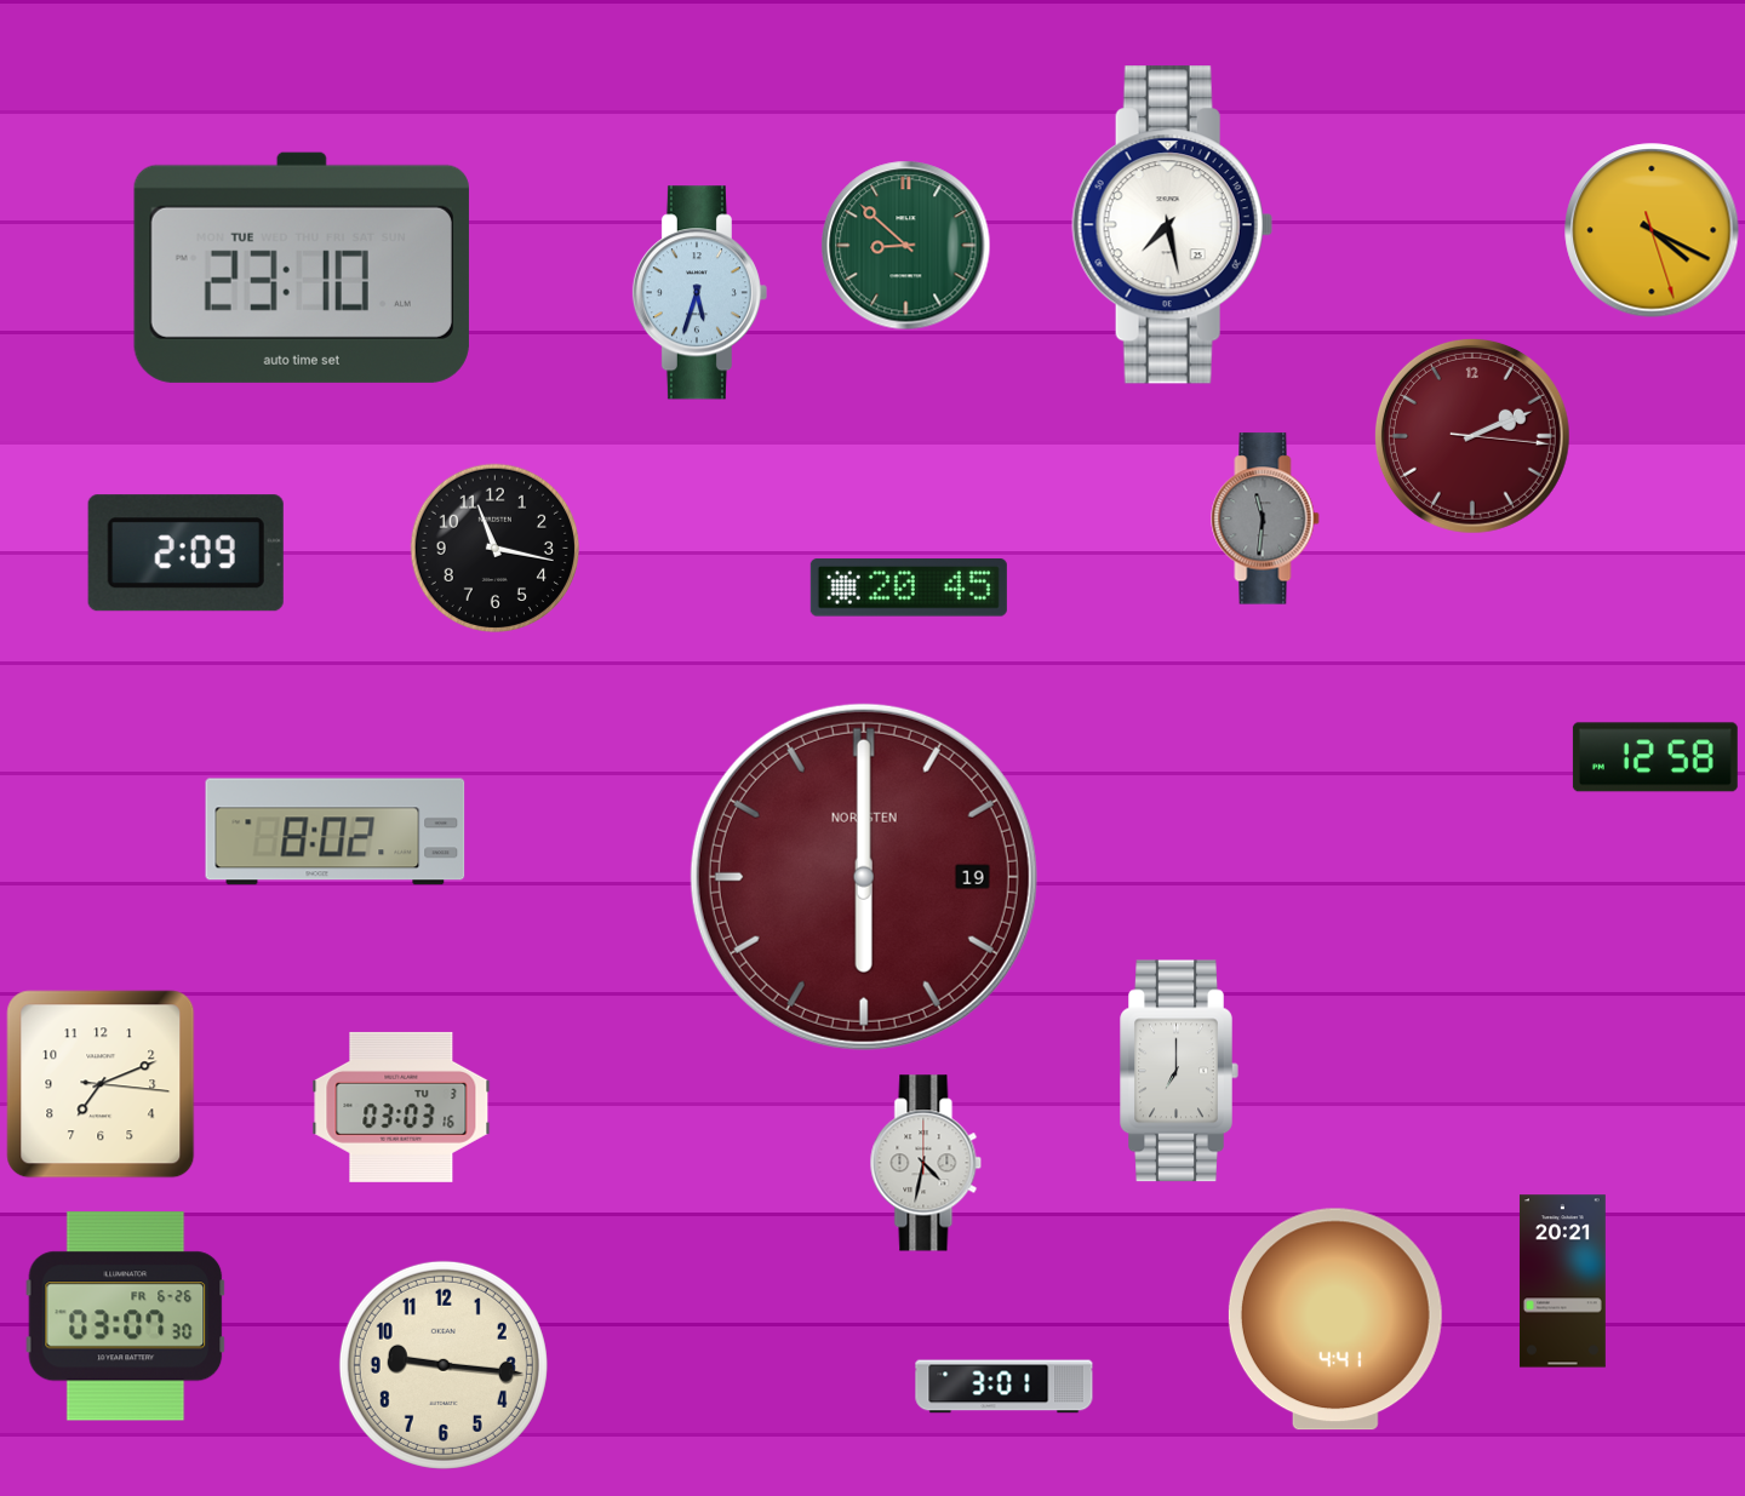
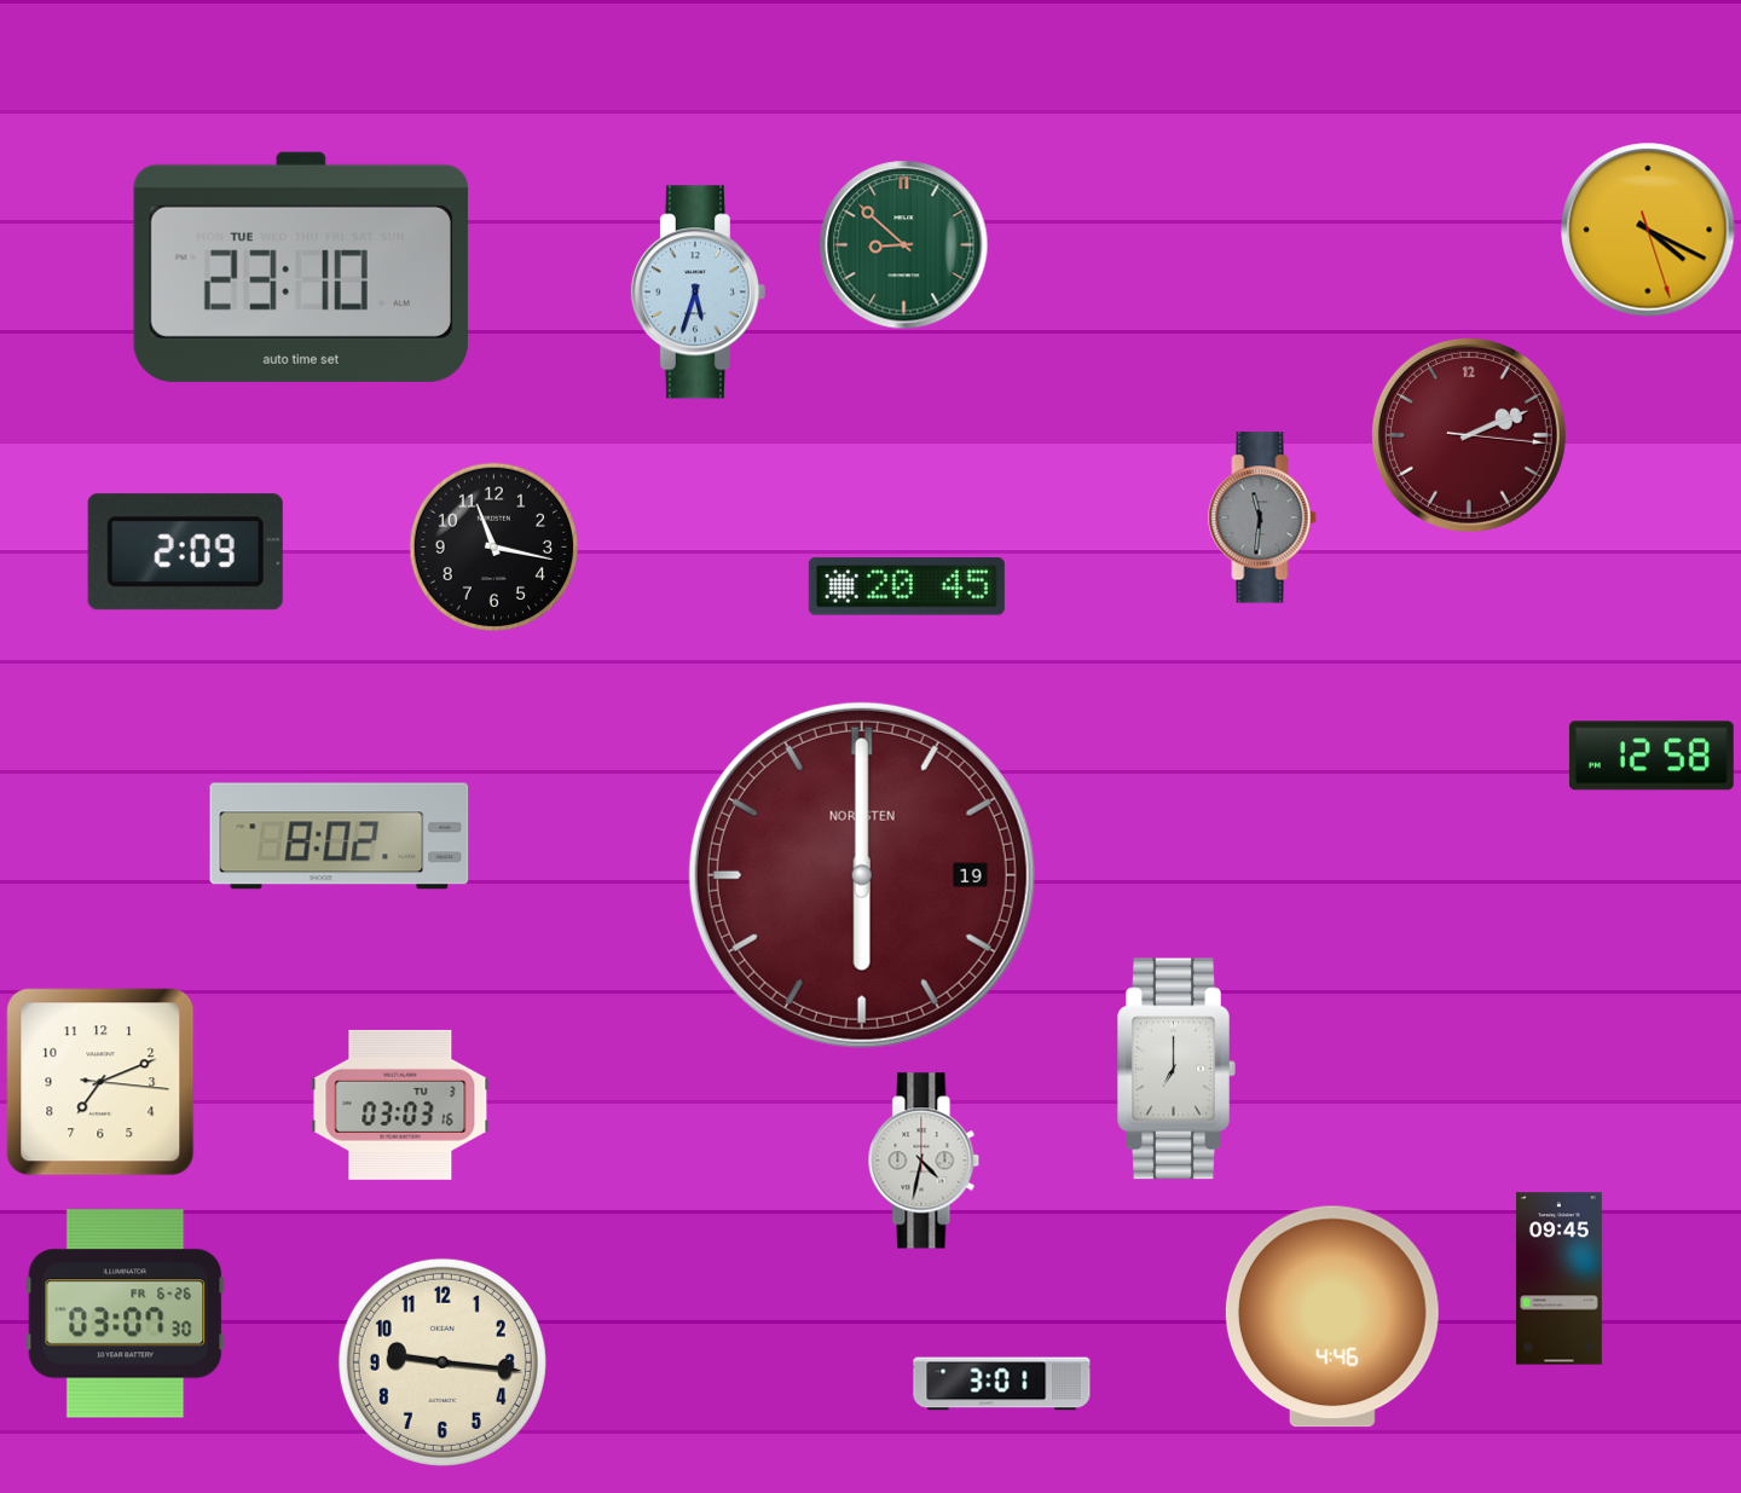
clock at (1172, 225): 7:28 -> none
clock at (336, 832) position: (336, 832) -> (340, 837)
clock at (1562, 1282): 20:21 -> 09:45
clock at (1335, 1319): 4:41 -> 4:46
